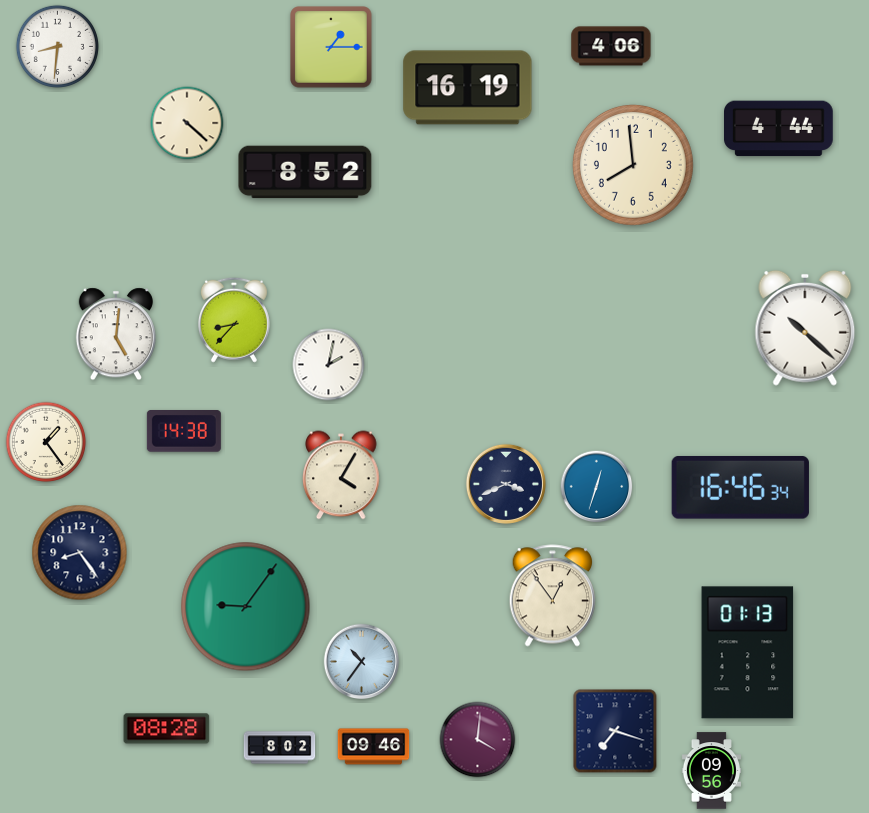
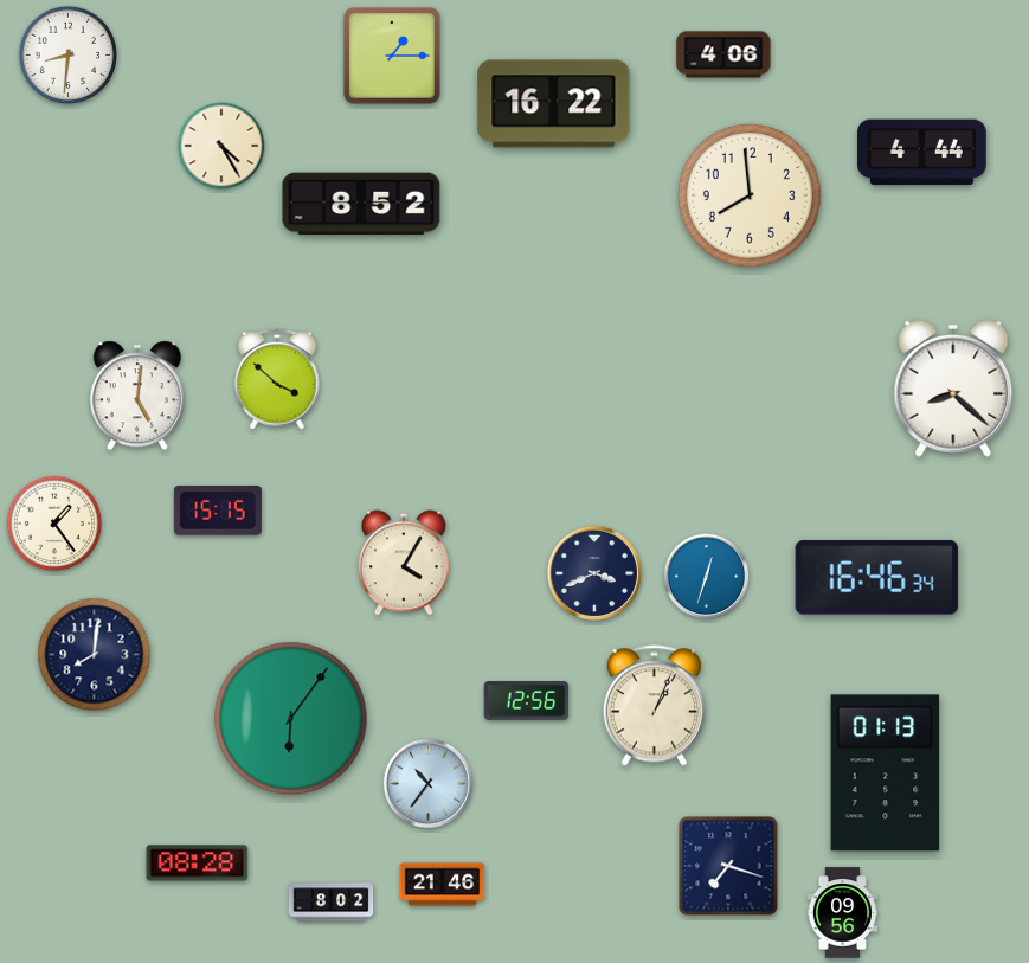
clock at (468, 88): 16:19 -> 16:22
clock at (187, 123): 4:22 -> 4:25
clock at (234, 320): 8:37 -> 3:52
clock at (805, 328): 10:22 -> 8:22
clock at (329, 365): 2:02 -> none
clock at (184, 432): 14:38 -> 15:15
clock at (506, 484) position: (506, 484) -> (594, 573)
clock at (80, 553): 8:24 -> 8:01
clock at (527, 701): none -> 12:56
clock at (553, 596): 12:54 -> 1:04
clock at (246, 607): 9:06 -> 6:06
clock at (478, 740): 4:01 -> none
clock at (374, 747): 09:46 -> 21:46
clock at (280, 748) position: (280, 748) -> (332, 903)
